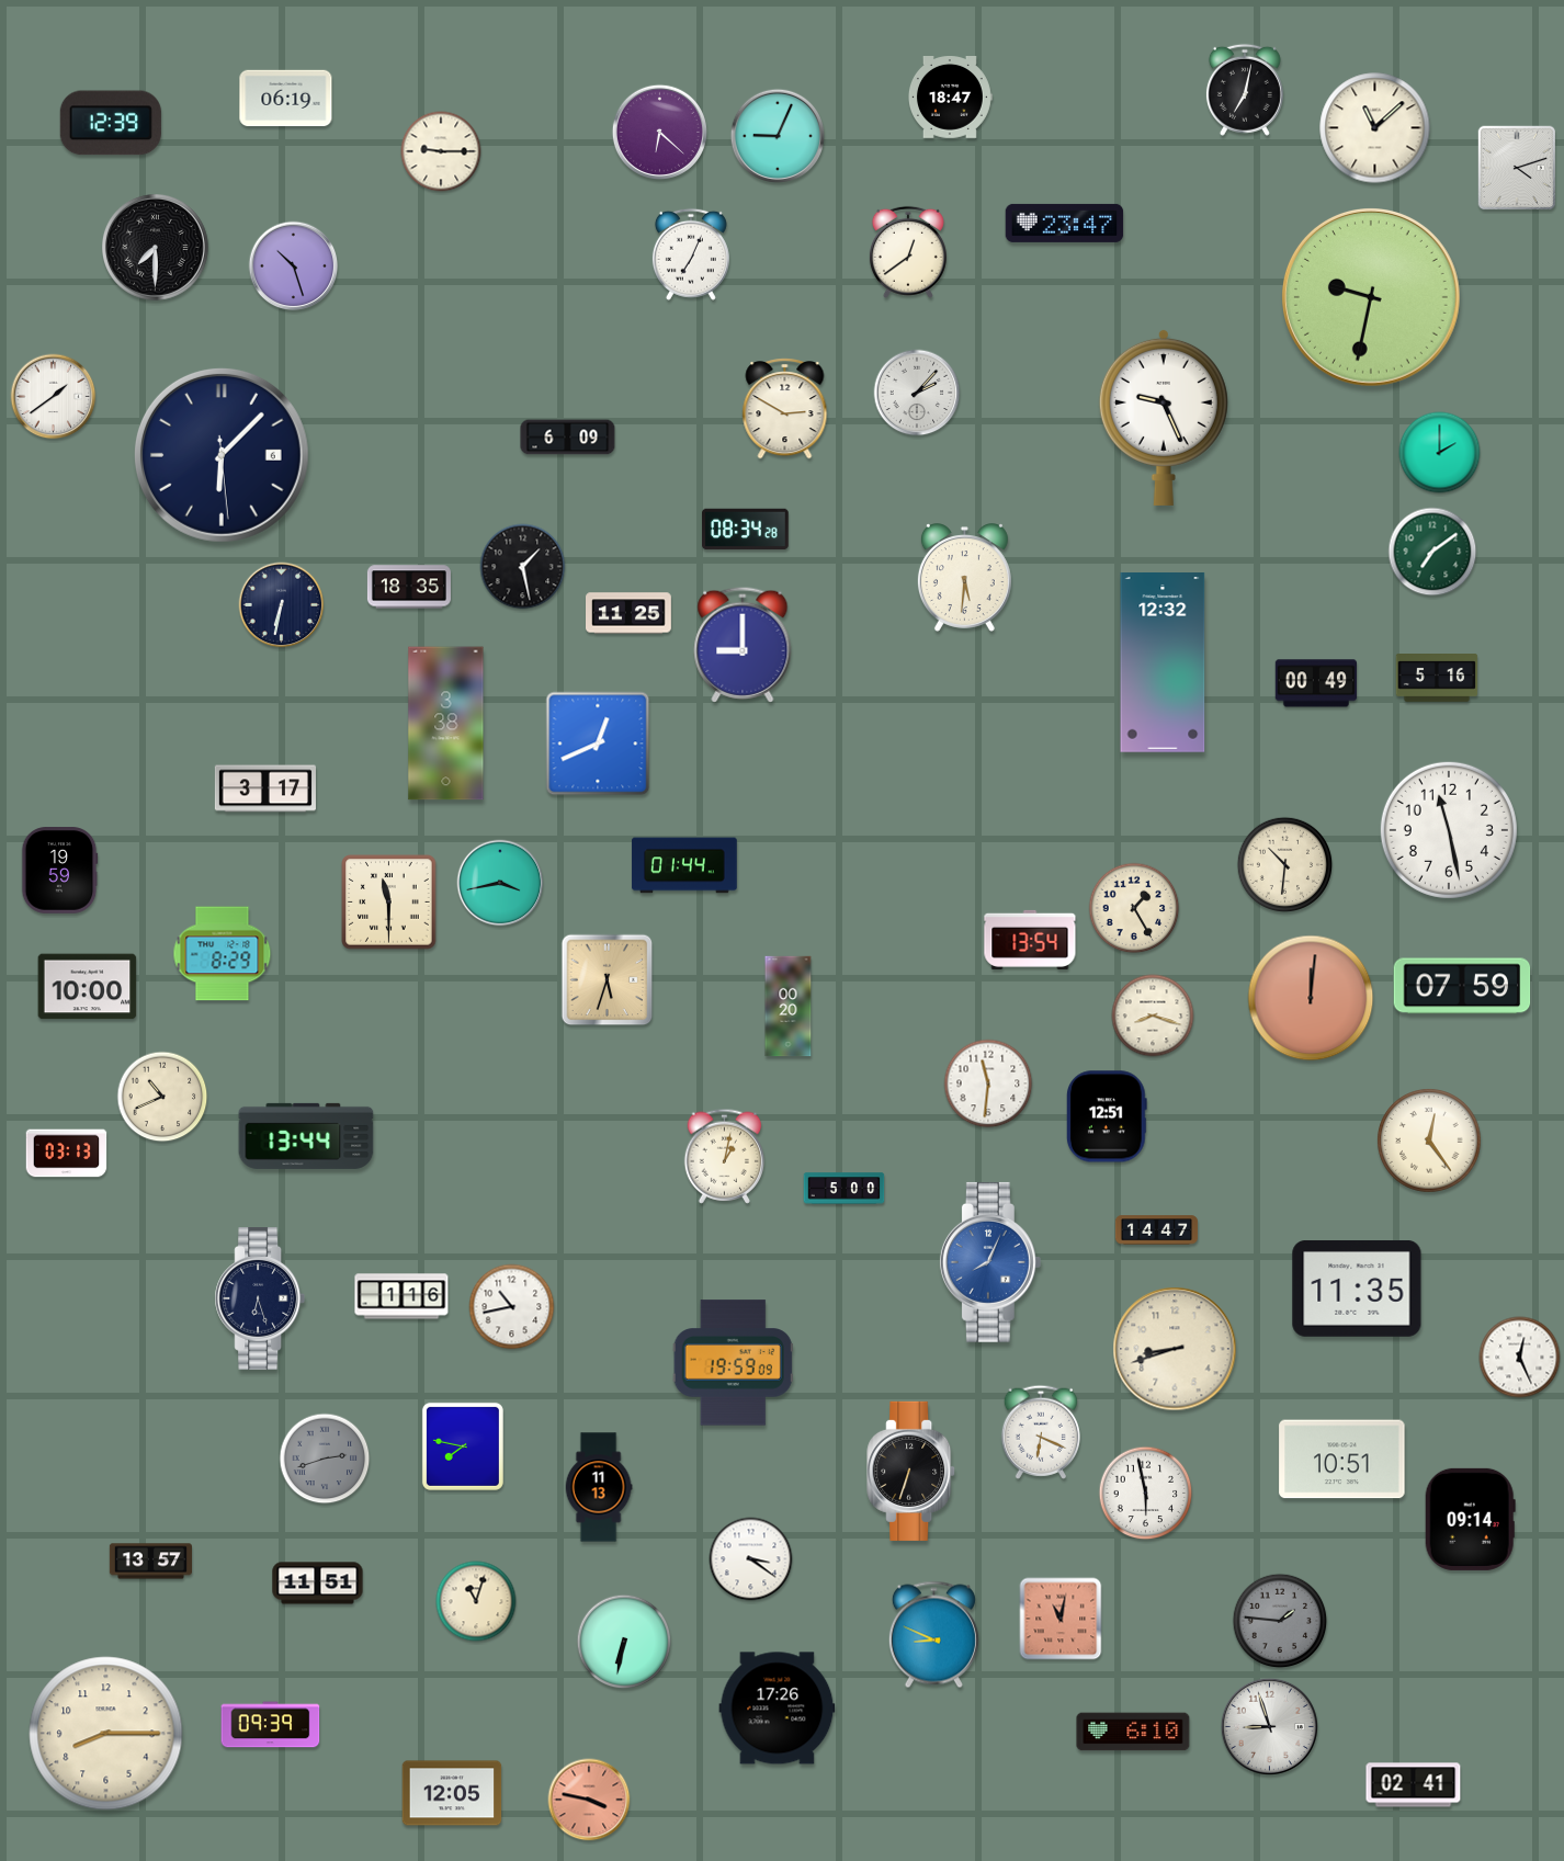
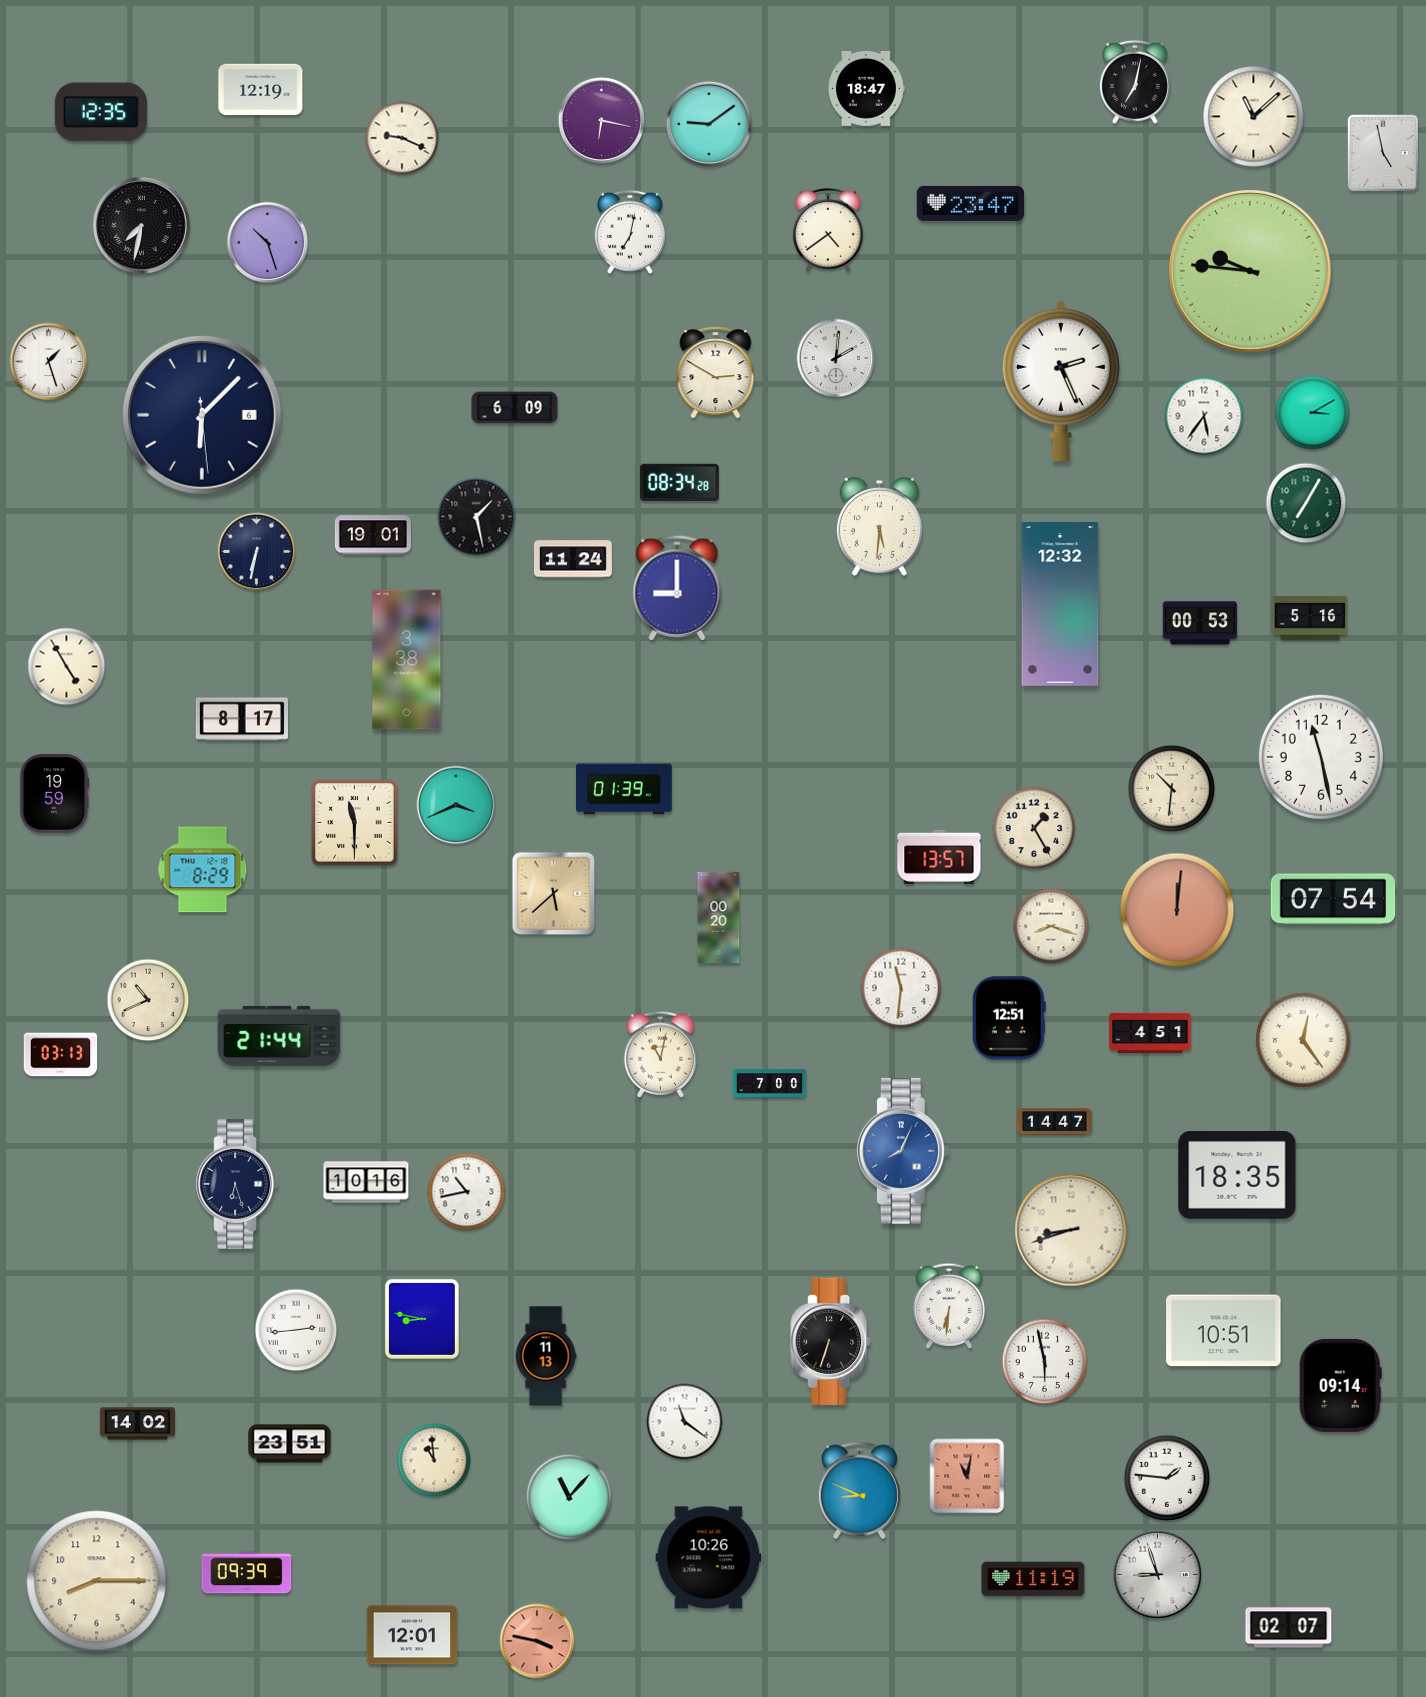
clock at (286, 99): 06:19 -> 12:19
clock at (111, 123): 12:39 -> 12:35
clock at (659, 132): 6:22 -> 6:17
clock at (777, 135): 9:04 -> 9:09
clock at (441, 151): 9:15 -> 9:19
clock at (1517, 168): 4:12 -> 4:58
clock at (156, 248): 7:30 -> 7:32
clock at (908, 252): 12:39 -> 4:39
clock at (691, 254): 7:04 -> 7:02
clock at (1372, 298): 9:32 -> 9:46
clock at (917, 393): 2:07 -> 2:01
clock at (54, 397): 1:39 -> 1:27
clock at (1164, 417): 9:26 -> 2:26
clock at (568, 438) position: (568, 438) -> (515, 408)
clock at (1440, 453): 2:00 -> 3:10
clock at (1204, 416): none -> 5:36
clock at (1432, 552): 7:09 -> 7:05
clock at (409, 587): 18:35 -> 19:01
clock at (630, 613): 11:25 -> 11:24
clock at (1316, 683): 00:49 -> 00:53
clock at (67, 667): none -> 4:55
clock at (598, 744): 12:41 -> none
clock at (264, 788): 3:17 -> 8:17
clock at (684, 865): 01:44 -> 01:39
clock at (500, 883): 3:43 -> 3:41
clock at (1030, 940): 13:54 -> 13:57
clock at (608, 980): 5:33 -> 5:38
clock at (1462, 986): 07:59 -> 07:54
clock at (88, 987): 10:00 -> none
clock at (1311, 998) position: (1311, 998) -> (1177, 910)
clock at (1150, 1033): none -> 4:51
clock at (306, 1136): 13:44 -> 21:44
clock at (67, 1154) position: (67, 1154) -> (61, 1055)
clock at (725, 1156): 1:02 -> 11:02
clock at (845, 1189): 5:00 -> 7:00
clock at (1357, 1290): 11:35 -> 18:35
clock at (401, 1296): 1:16 -> 10:16
clock at (1520, 1358): 12:26 -> none
clock at (733, 1363): 19:59 -> none
clock at (1041, 1432): 6:19 -> 6:31
clock at (463, 1446): 7:47 -> 8:47
clock at (325, 1459): 2:42 -> 2:44
clock at (325, 1459) dial: grey -> white
clock at (751, 1559): 3:21 -> 11:21
clock at (150, 1562): 13:57 -> 14:02
clock at (318, 1584): 11:51 -> 23:51
clock at (476, 1601): 11:03 -> 10:59
clock at (1280, 1621) dial: grey -> white
clock at (933, 1635) position: (933, 1635) -> (859, 1491)
clock at (624, 1642): 6:32 -> 11:07
clock at (778, 1709): 17:26 -> 10:26
clock at (1133, 1732): 6:10 -> 11:19
clock at (1414, 1785): 02:41 -> 02:07
clock at (452, 1793): 12:05 -> 12:01
